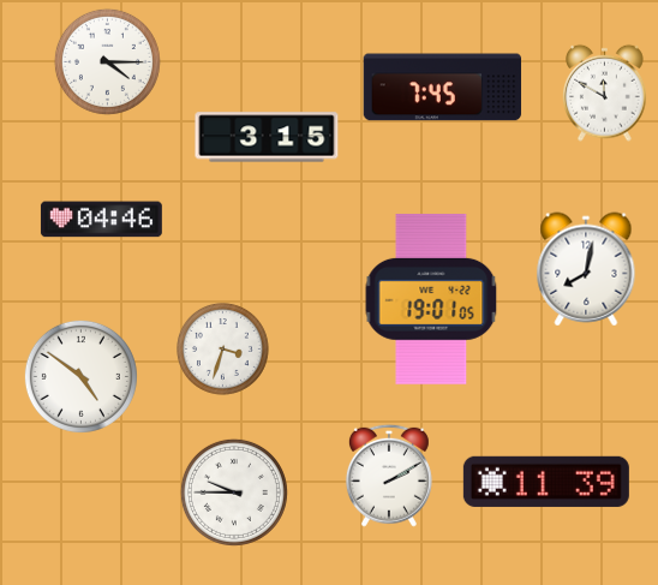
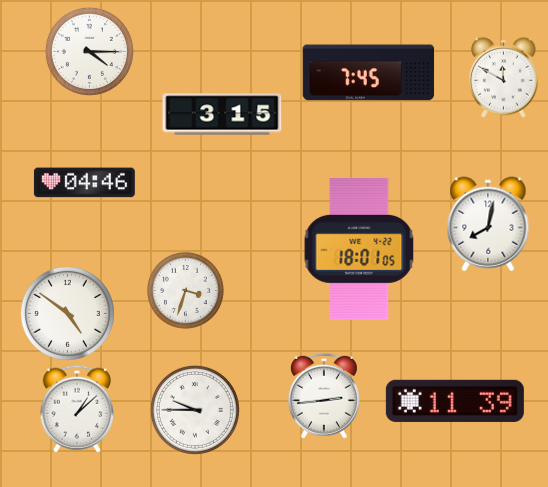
clock at (431, 299): 19:01 -> 18:01
clock at (389, 476): 2:10 -> 2:44
clock at (76, 409): none -> 1:08
